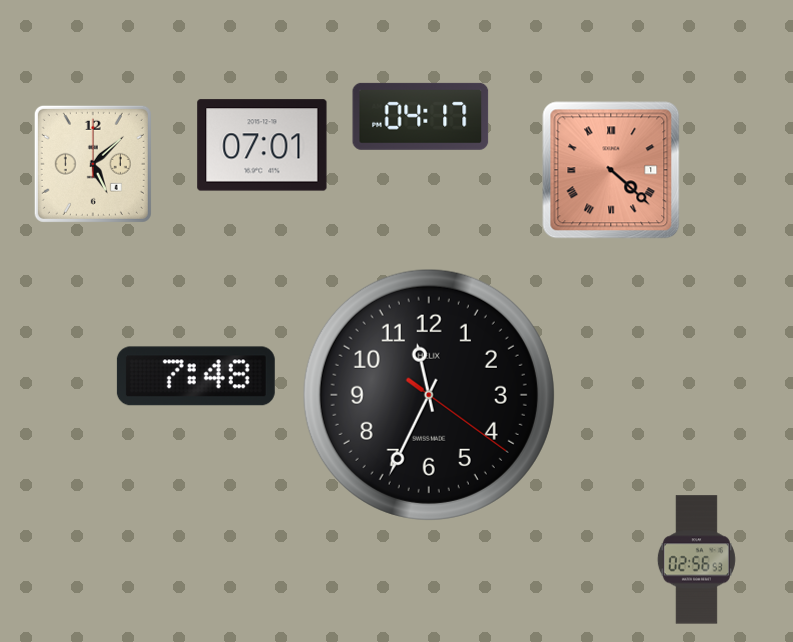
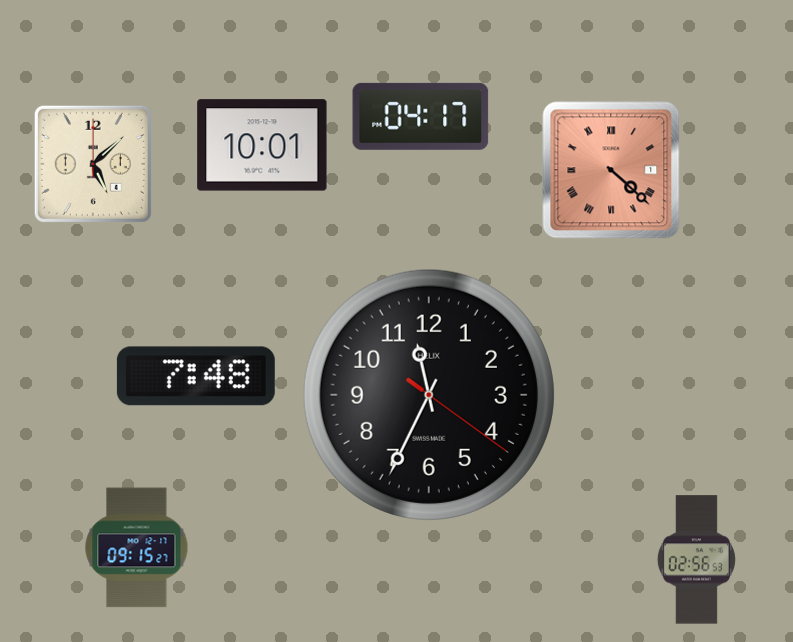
clock at (262, 145): 07:01 -> 10:01
clock at (137, 548): none -> 09:15
